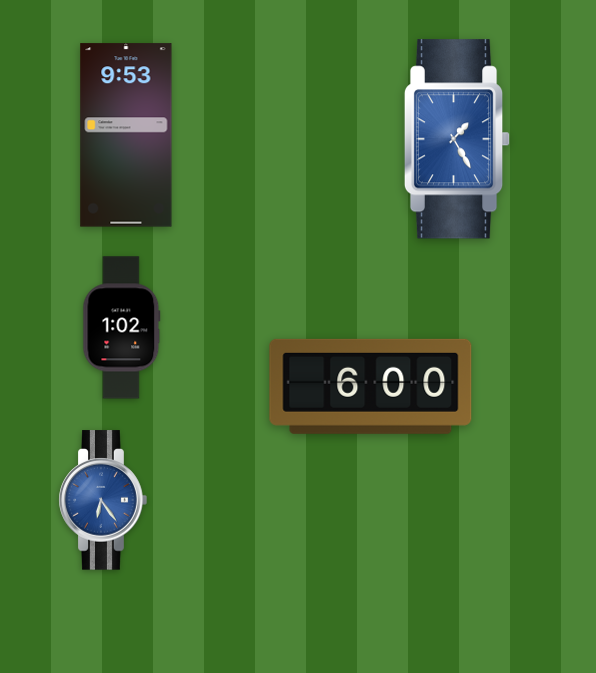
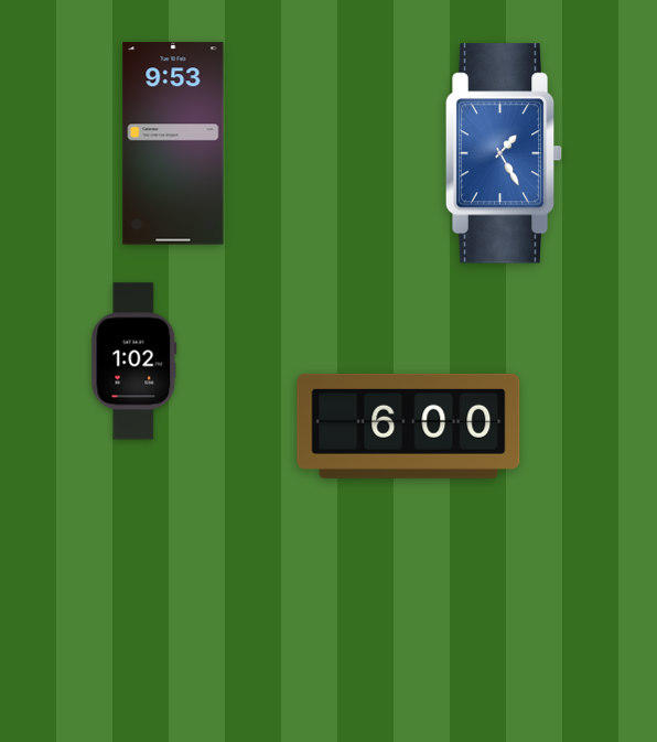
clock at (126, 135) position: (126, 135) -> (173, 143)
clock at (103, 500): 6:24 -> none
